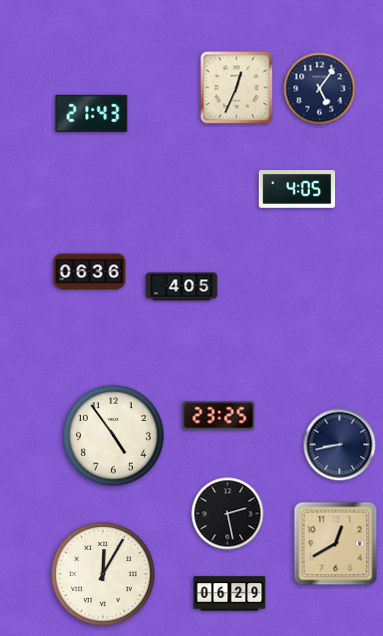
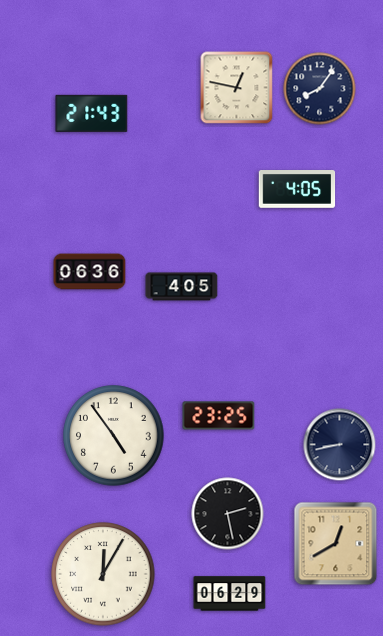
clock at (237, 88): 12:34 -> 12:47
clock at (320, 89): 5:06 -> 8:06
